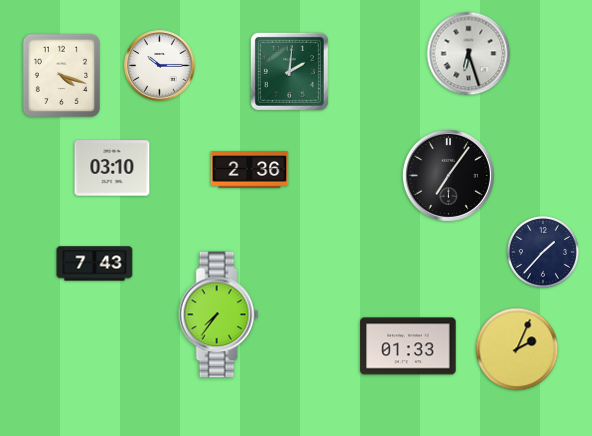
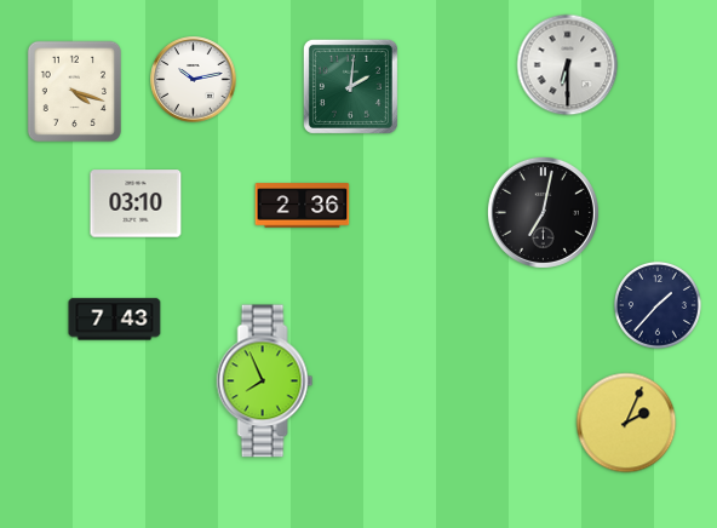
clock at (469, 54): 6:27 -> 6:30
clock at (160, 66): 10:15 -> 10:13
clock at (448, 175): 7:06 -> 7:02
clock at (219, 315): 7:36 -> 7:56
clock at (408, 346): 01:33 -> none
